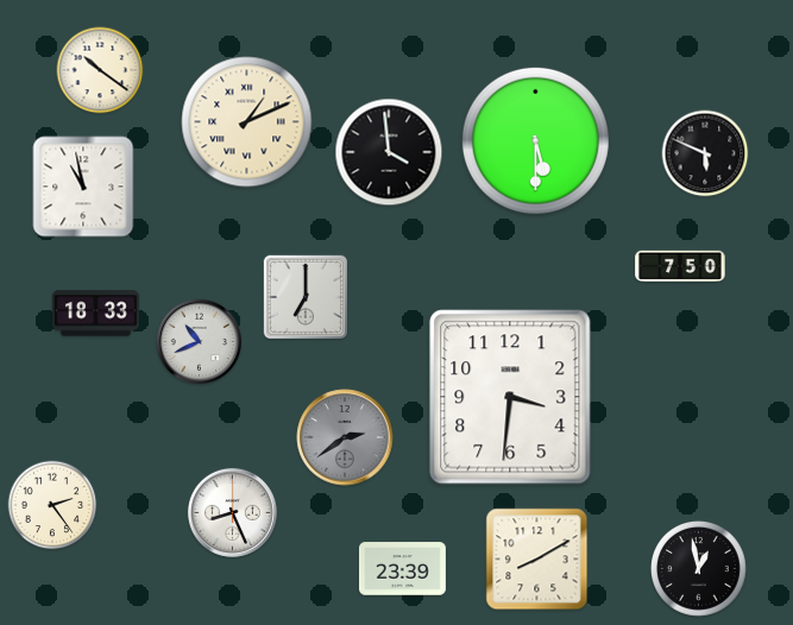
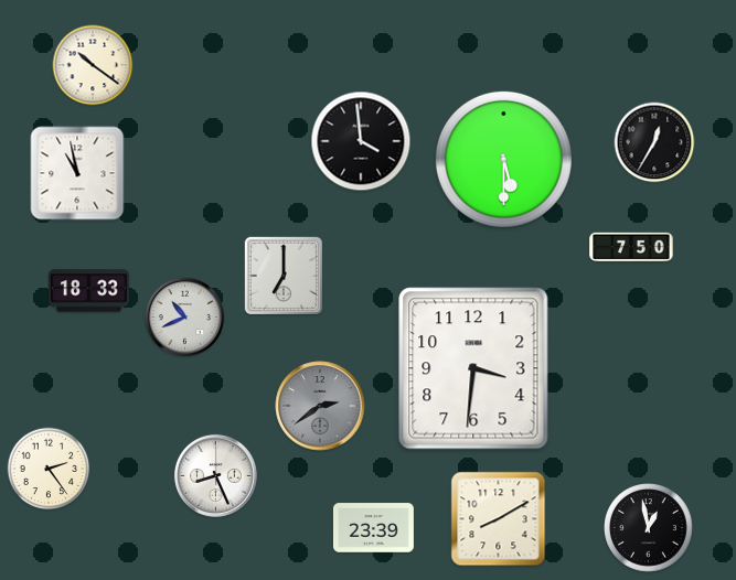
clock at (247, 122): 1:11 -> none
clock at (535, 140) position: (535, 140) -> (503, 159)
clock at (705, 153): 5:49 -> 12:35
